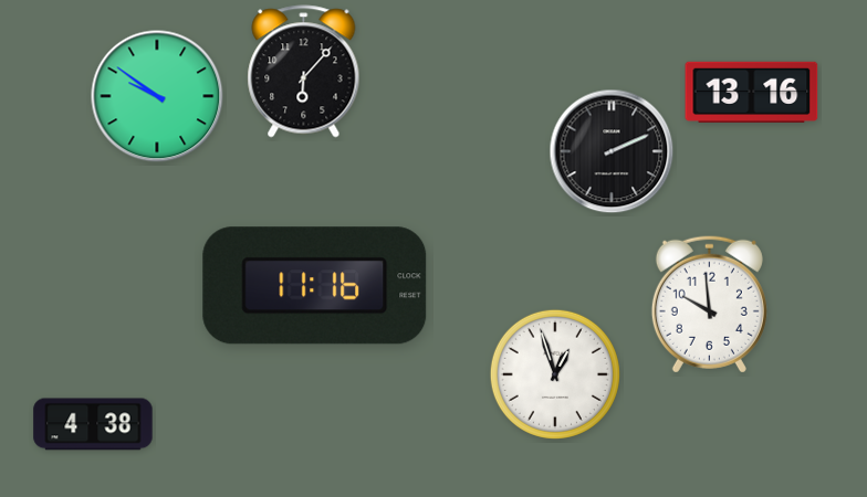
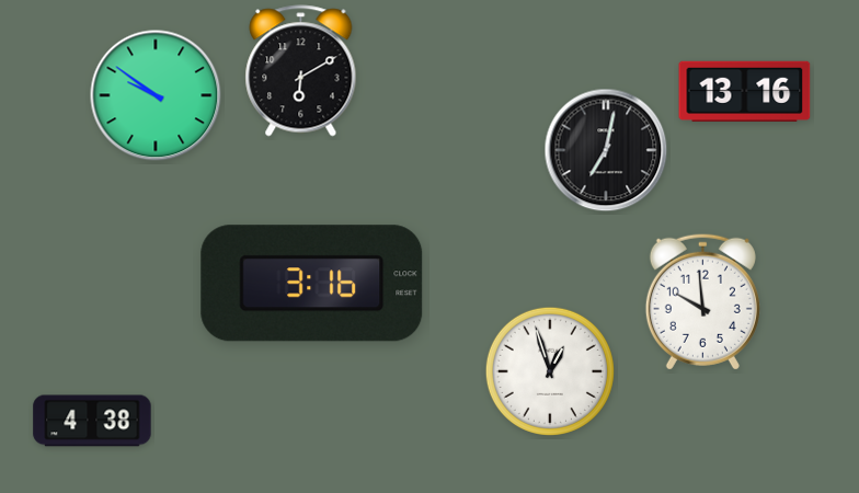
clock at (304, 72): 6:07 -> 6:10
clock at (612, 151): 2:11 -> 7:02
clock at (315, 286): 11:16 -> 3:16
